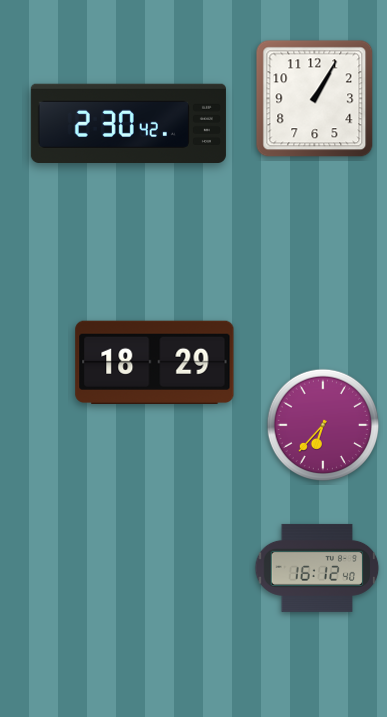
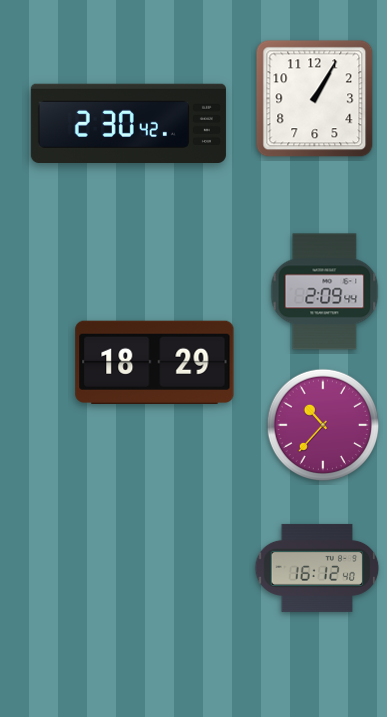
clock at (325, 292): none -> 2:09
clock at (323, 425): 6:37 -> 10:37
